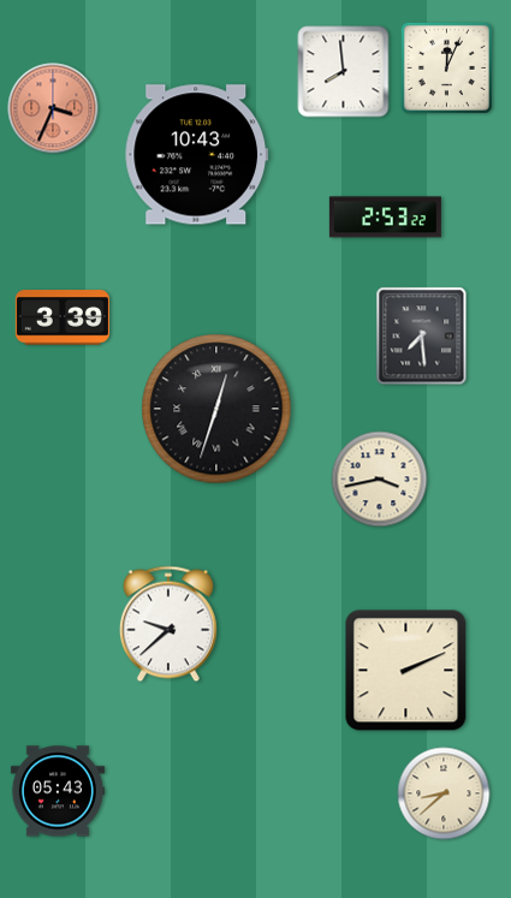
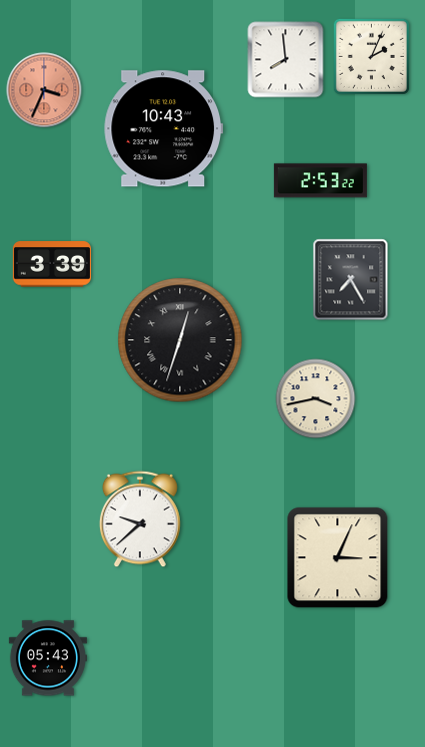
clock at (446, 67): 12:04 -> 2:04
clock at (422, 337): 7:29 -> 7:25
clock at (406, 671): 2:11 -> 3:04
clock at (444, 793): 8:38 -> none
